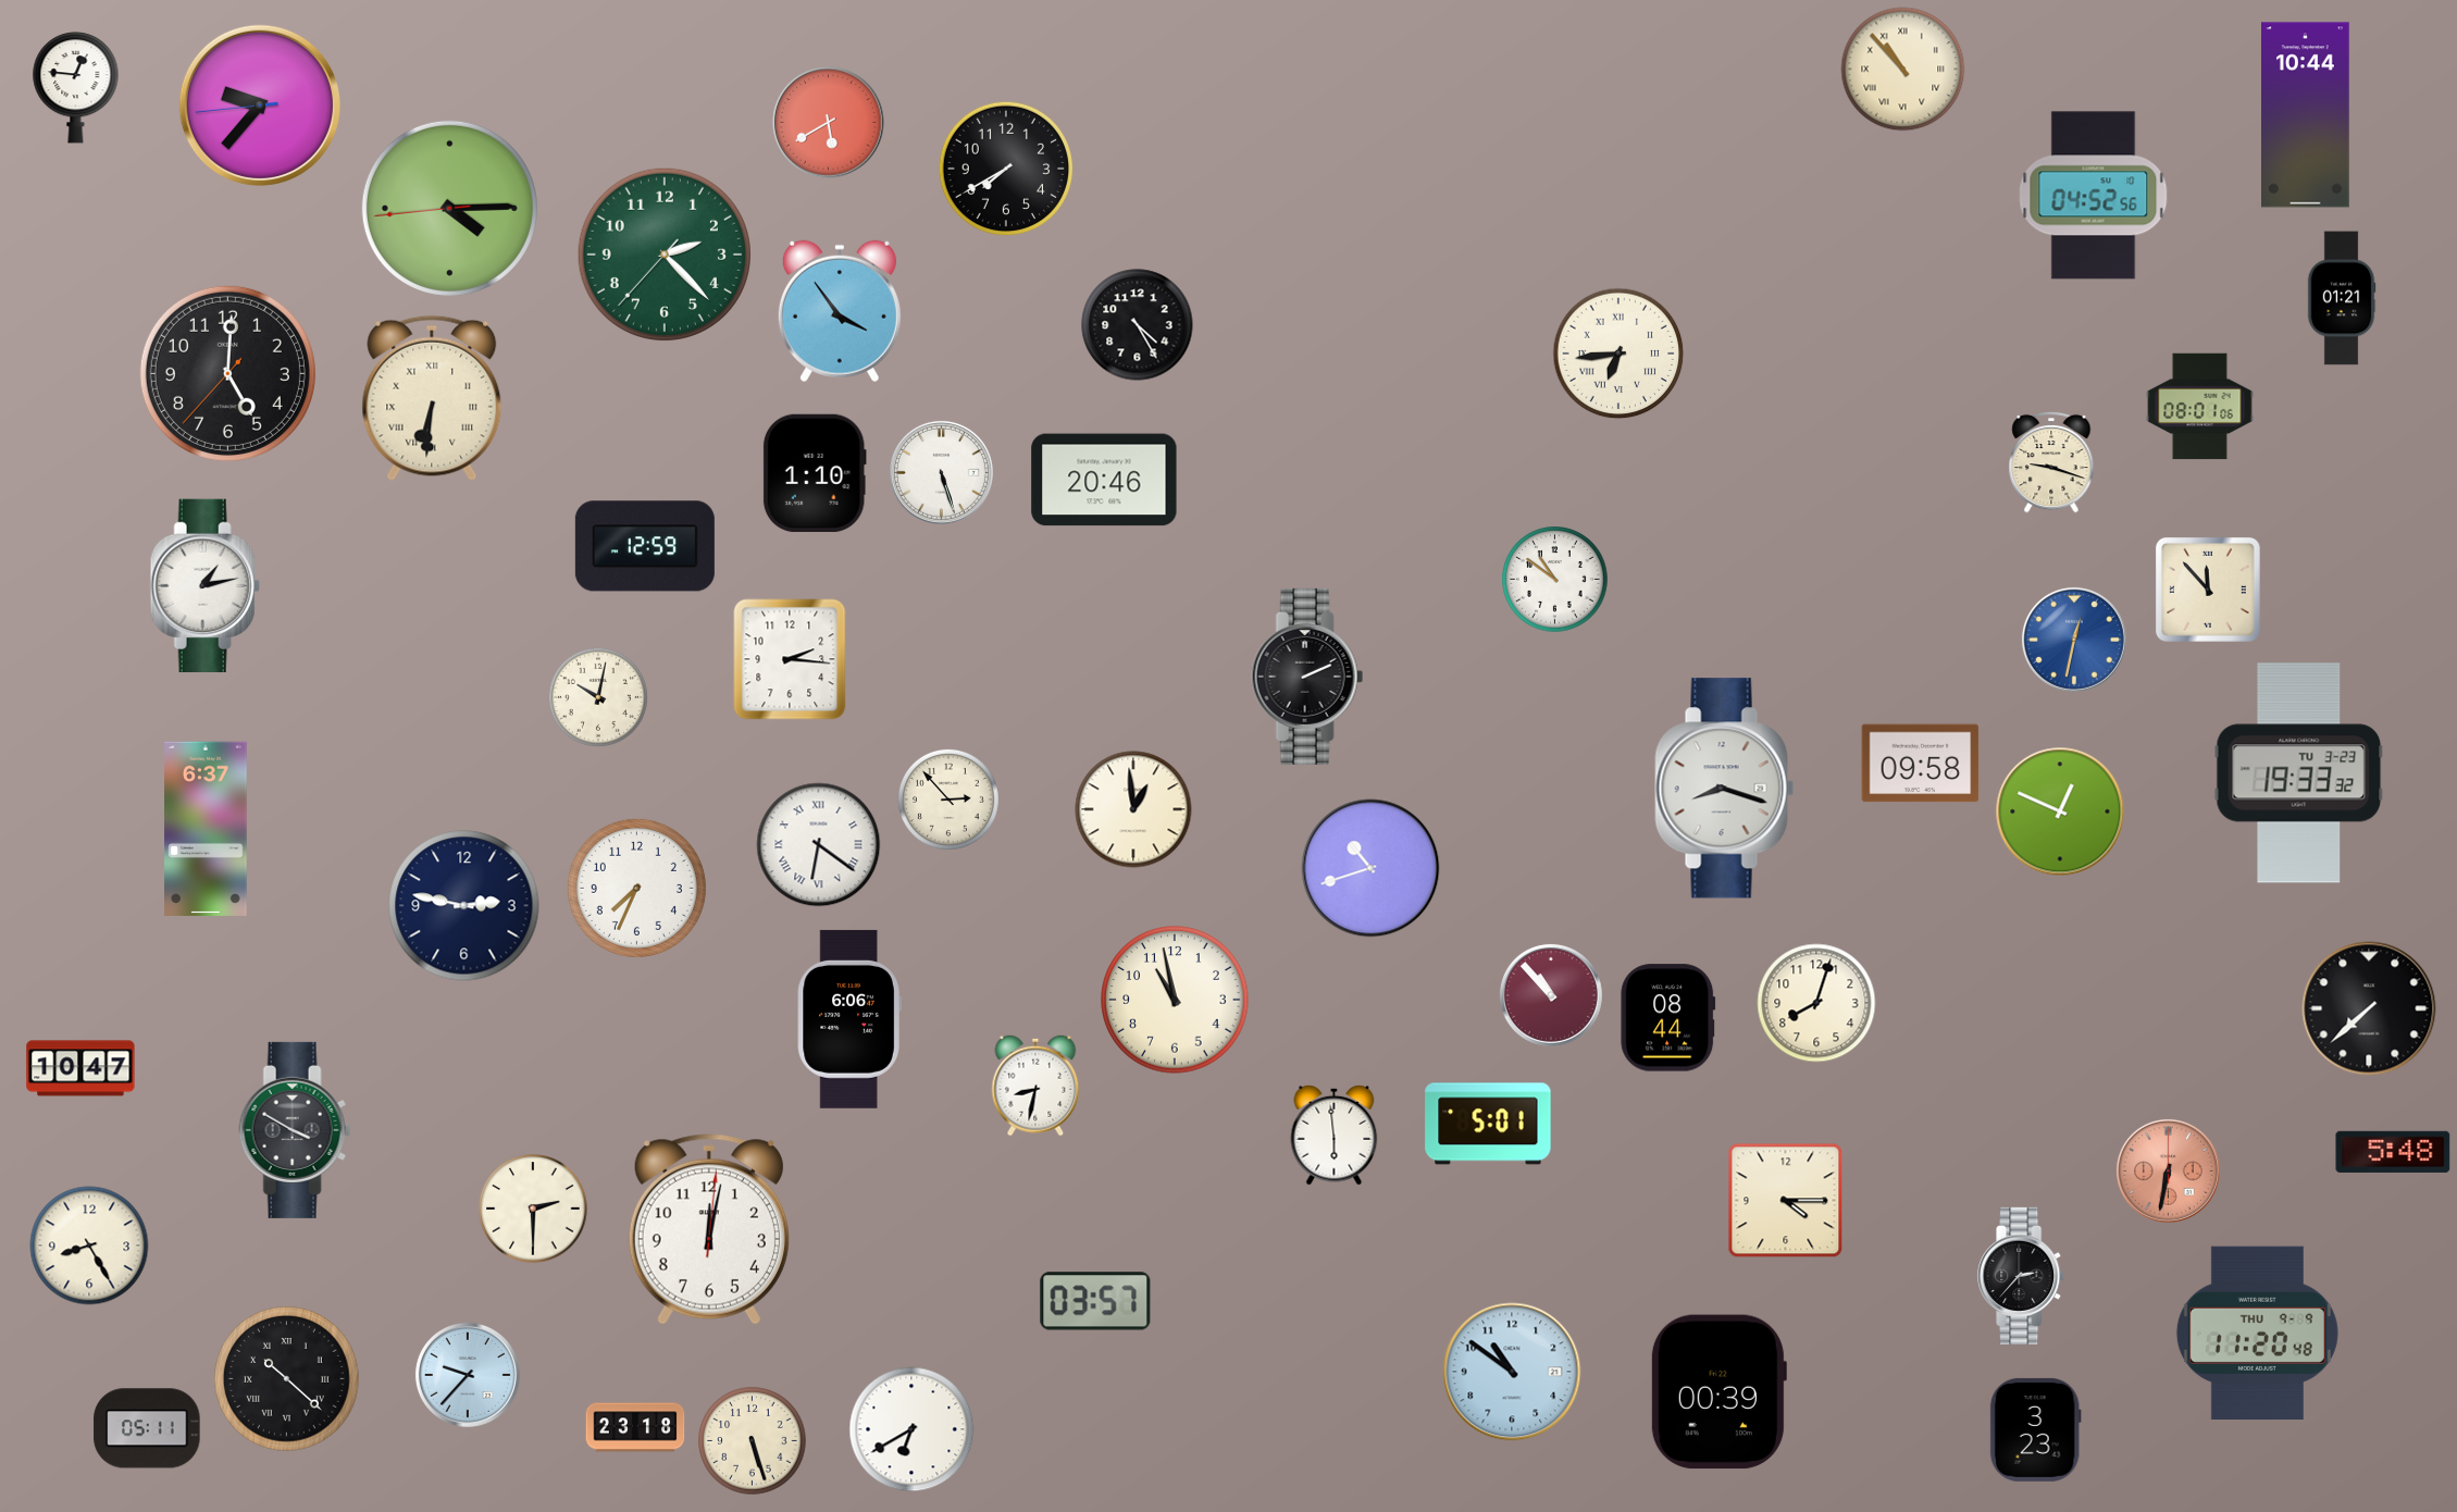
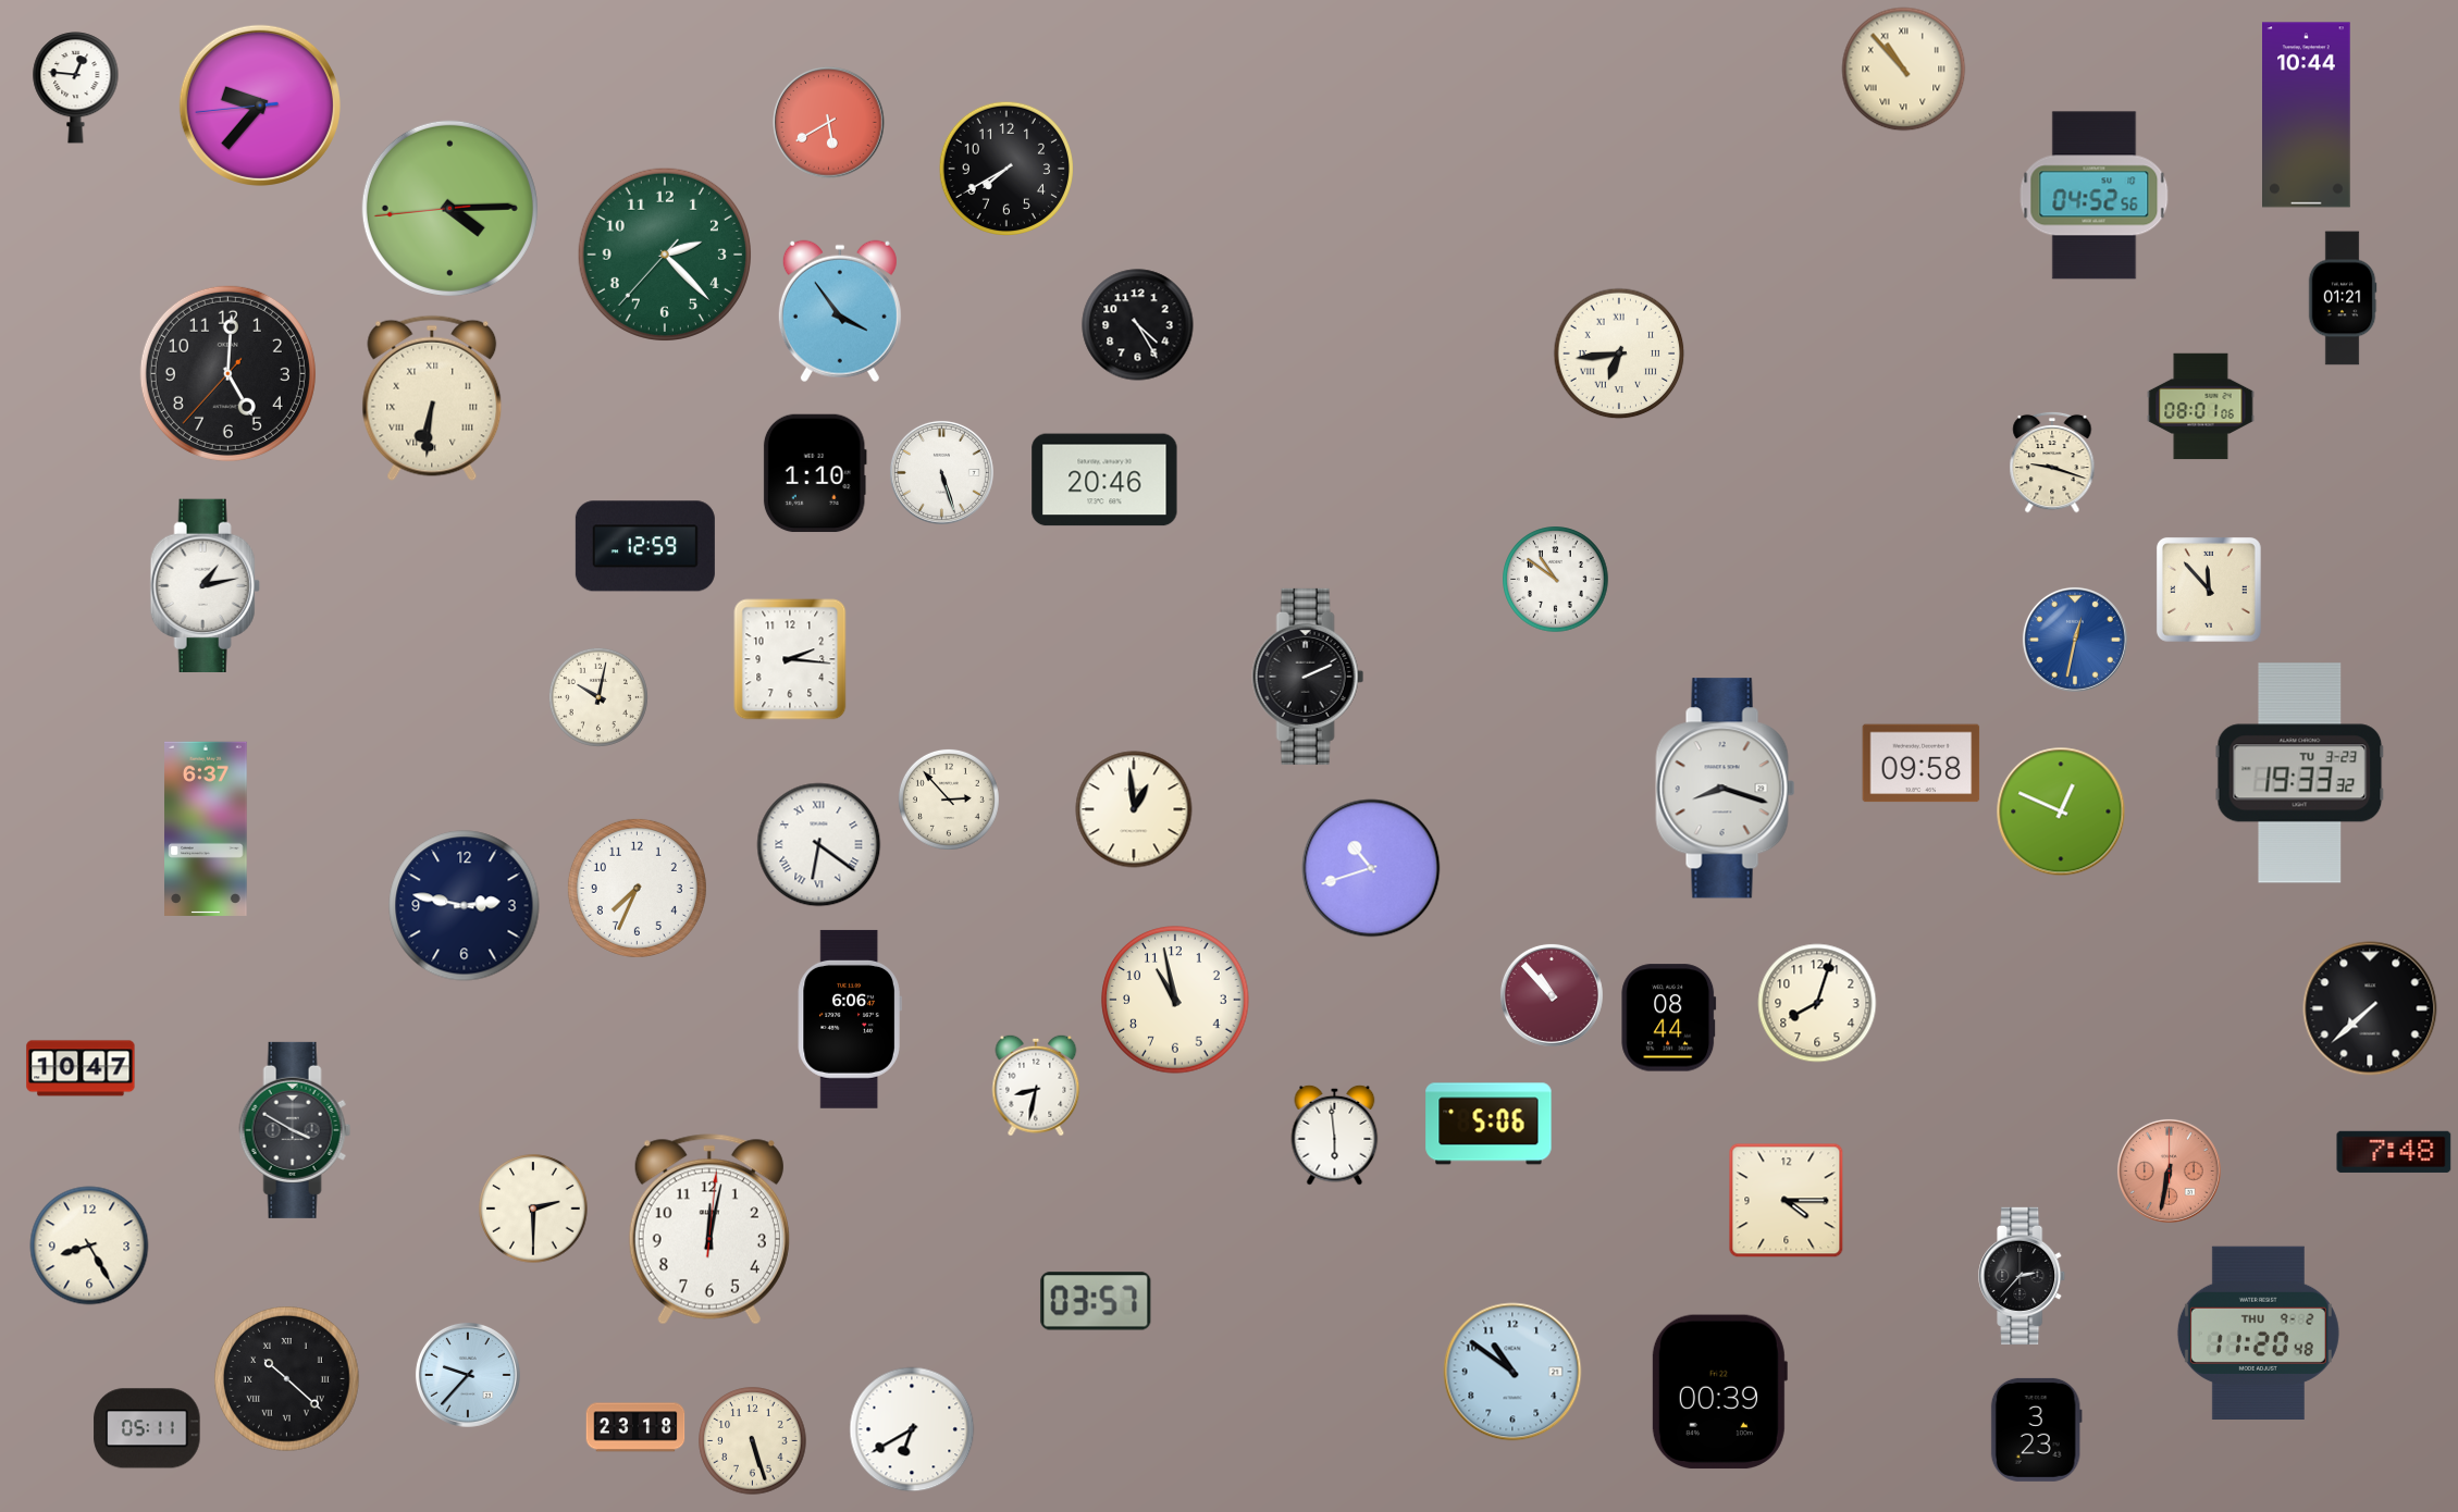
clock at (1488, 1124): 5:01 -> 5:06
clock at (2393, 1152): 5:48 -> 7:48
clock at (2257, 1333) date: THU 9-9 -> THU 9-2
